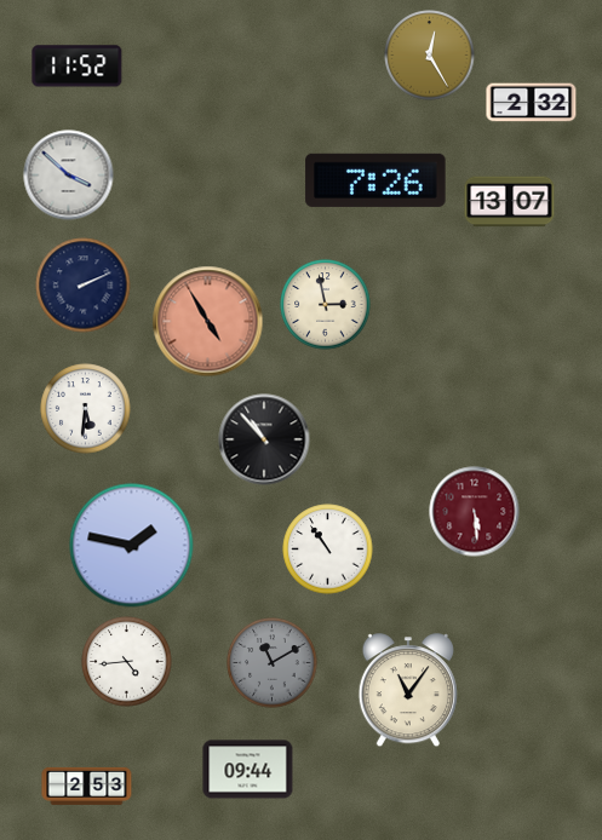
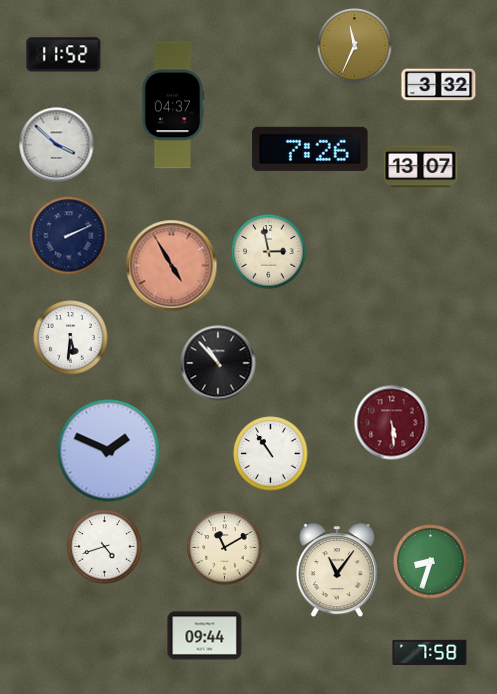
clock at (430, 56): 12:25 -> 11:34
clock at (532, 103): 2:32 -> 3:32
clock at (173, 105): none -> 04:37
clock at (132, 546): 1:47 -> 1:49
clock at (127, 662): 4:44 -> 4:42
clock at (273, 663) dial: grey -> cream
clock at (431, 562): none -> 8:33
clock at (87, 786): 2:53 -> none
clock at (430, 653): none -> 7:58
